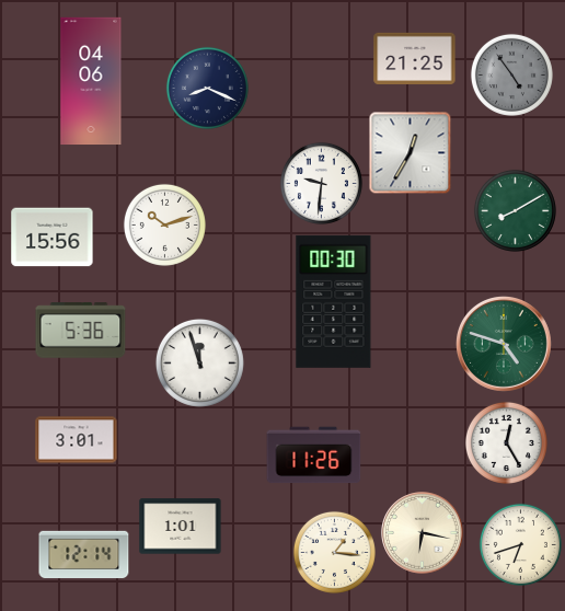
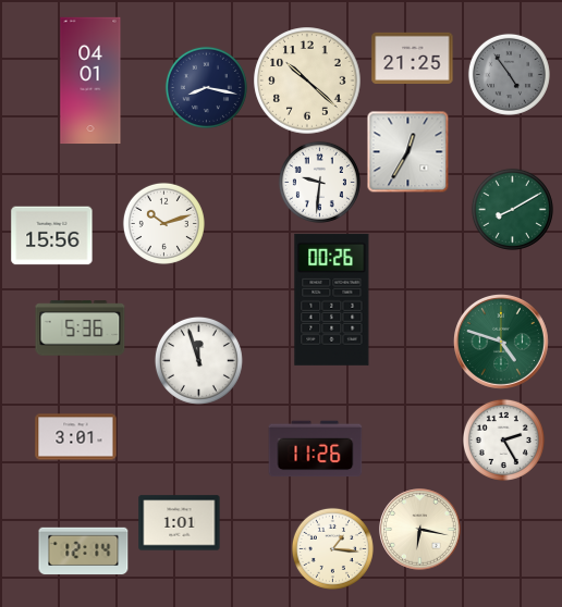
clock at (91, 81): 04:06 -> 04:01
clock at (307, 80): none -> 10:22
clock at (207, 88): 8:19 -> 8:17
clock at (334, 301): 00:30 -> 00:26
clock at (506, 442): 12:25 -> 2:25
clock at (314, 456) position: (314, 456) -> (316, 449)
clock at (520, 544): 6:42 -> none
